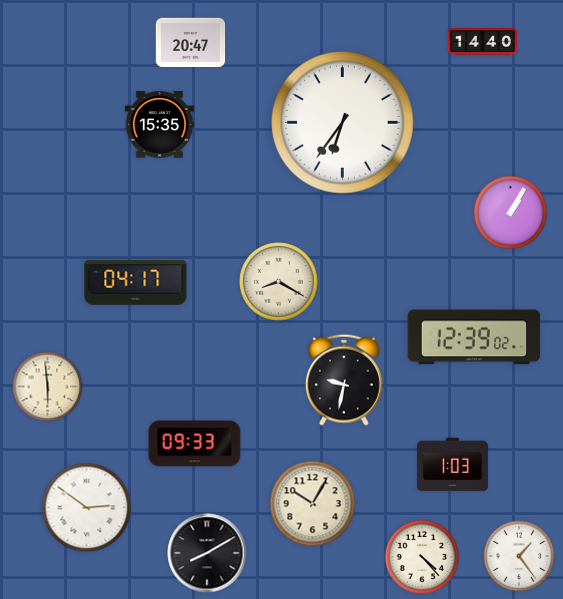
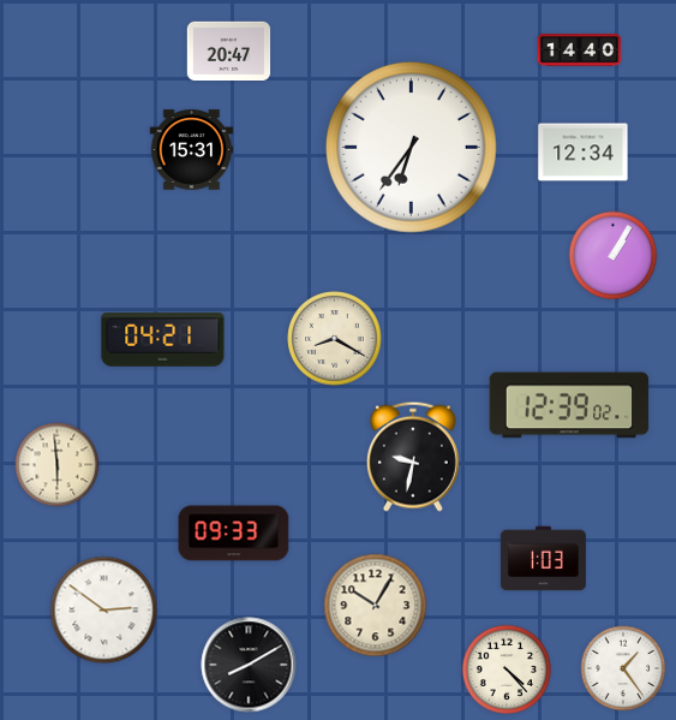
clock at (160, 125): 15:35 -> 15:31
clock at (584, 153): none -> 12:34
clock at (136, 283): 04:17 -> 04:21
